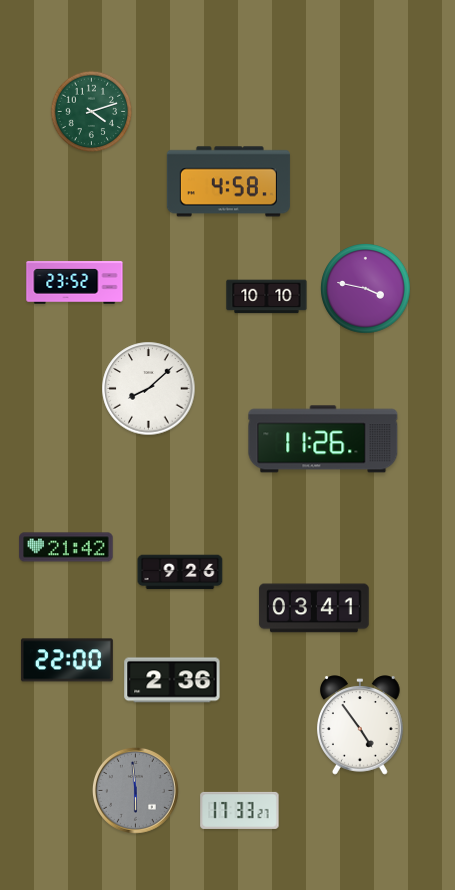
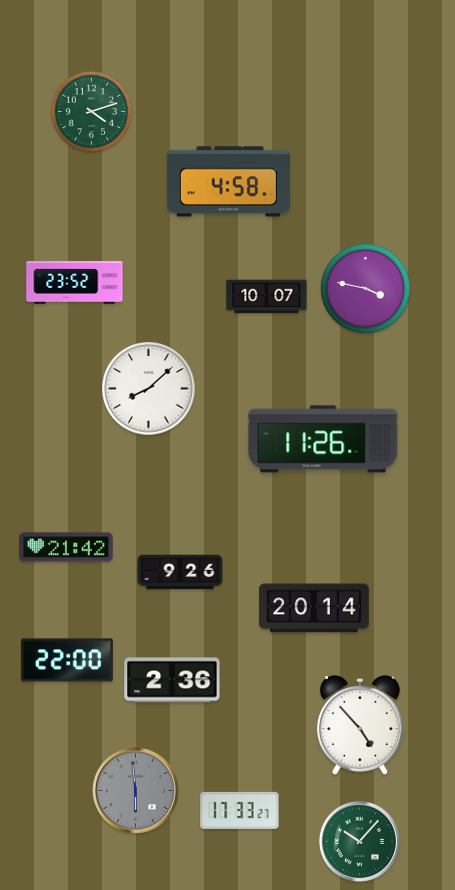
clock at (267, 297): 10:10 -> 10:07
clock at (314, 608): 03:41 -> 20:14
clock at (361, 725): 4:54 -> 4:53
clock at (359, 841): none -> 10:07
